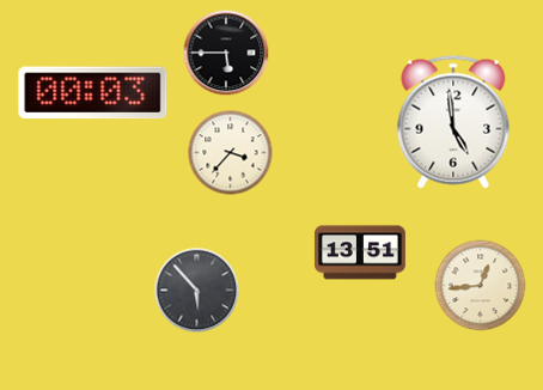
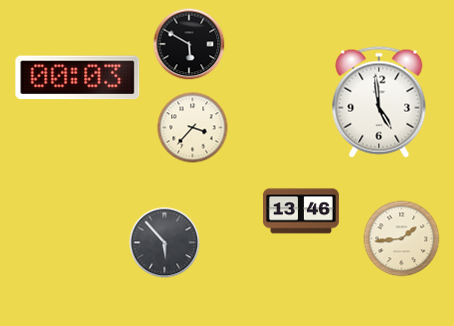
clock at (226, 53): 5:45 -> 5:50
clock at (360, 252): 13:51 -> 13:46
clock at (481, 286): 12:44 -> 1:44
